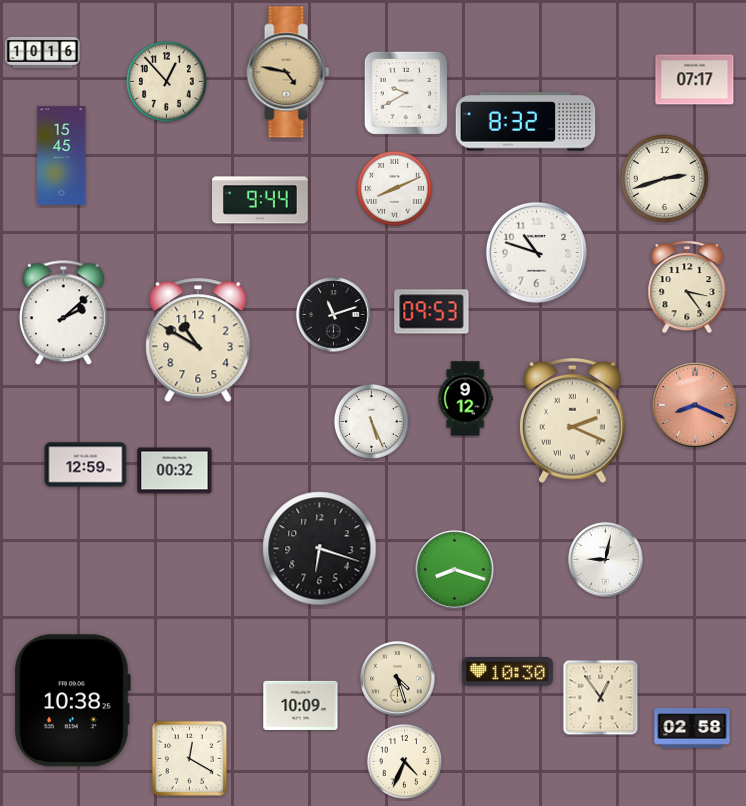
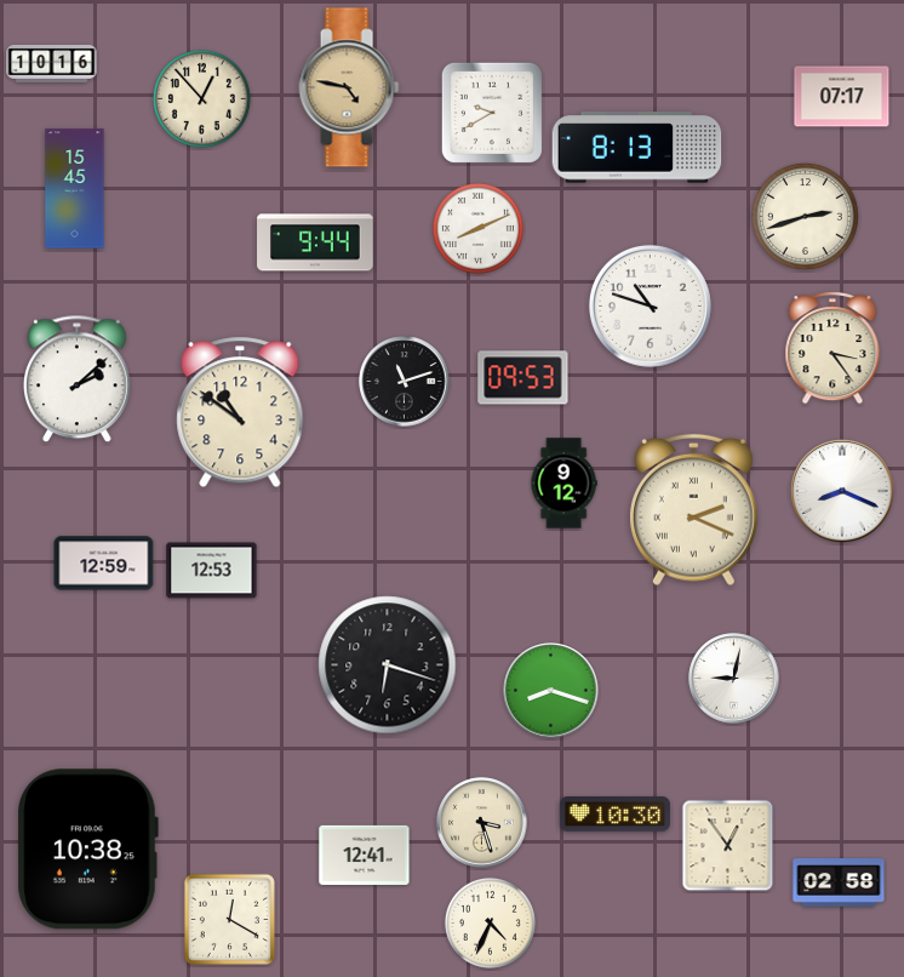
clock at (526, 122): 8:32 -> 8:13
clock at (198, 340): 10:50 -> 10:51
clock at (695, 405) dial: salmon -> white
clock at (371, 421): 5:26 -> none
clock at (175, 471): 00:32 -> 12:53
clock at (398, 679): 4:27 -> 3:27
clock at (301, 705): 10:09 -> 12:41
